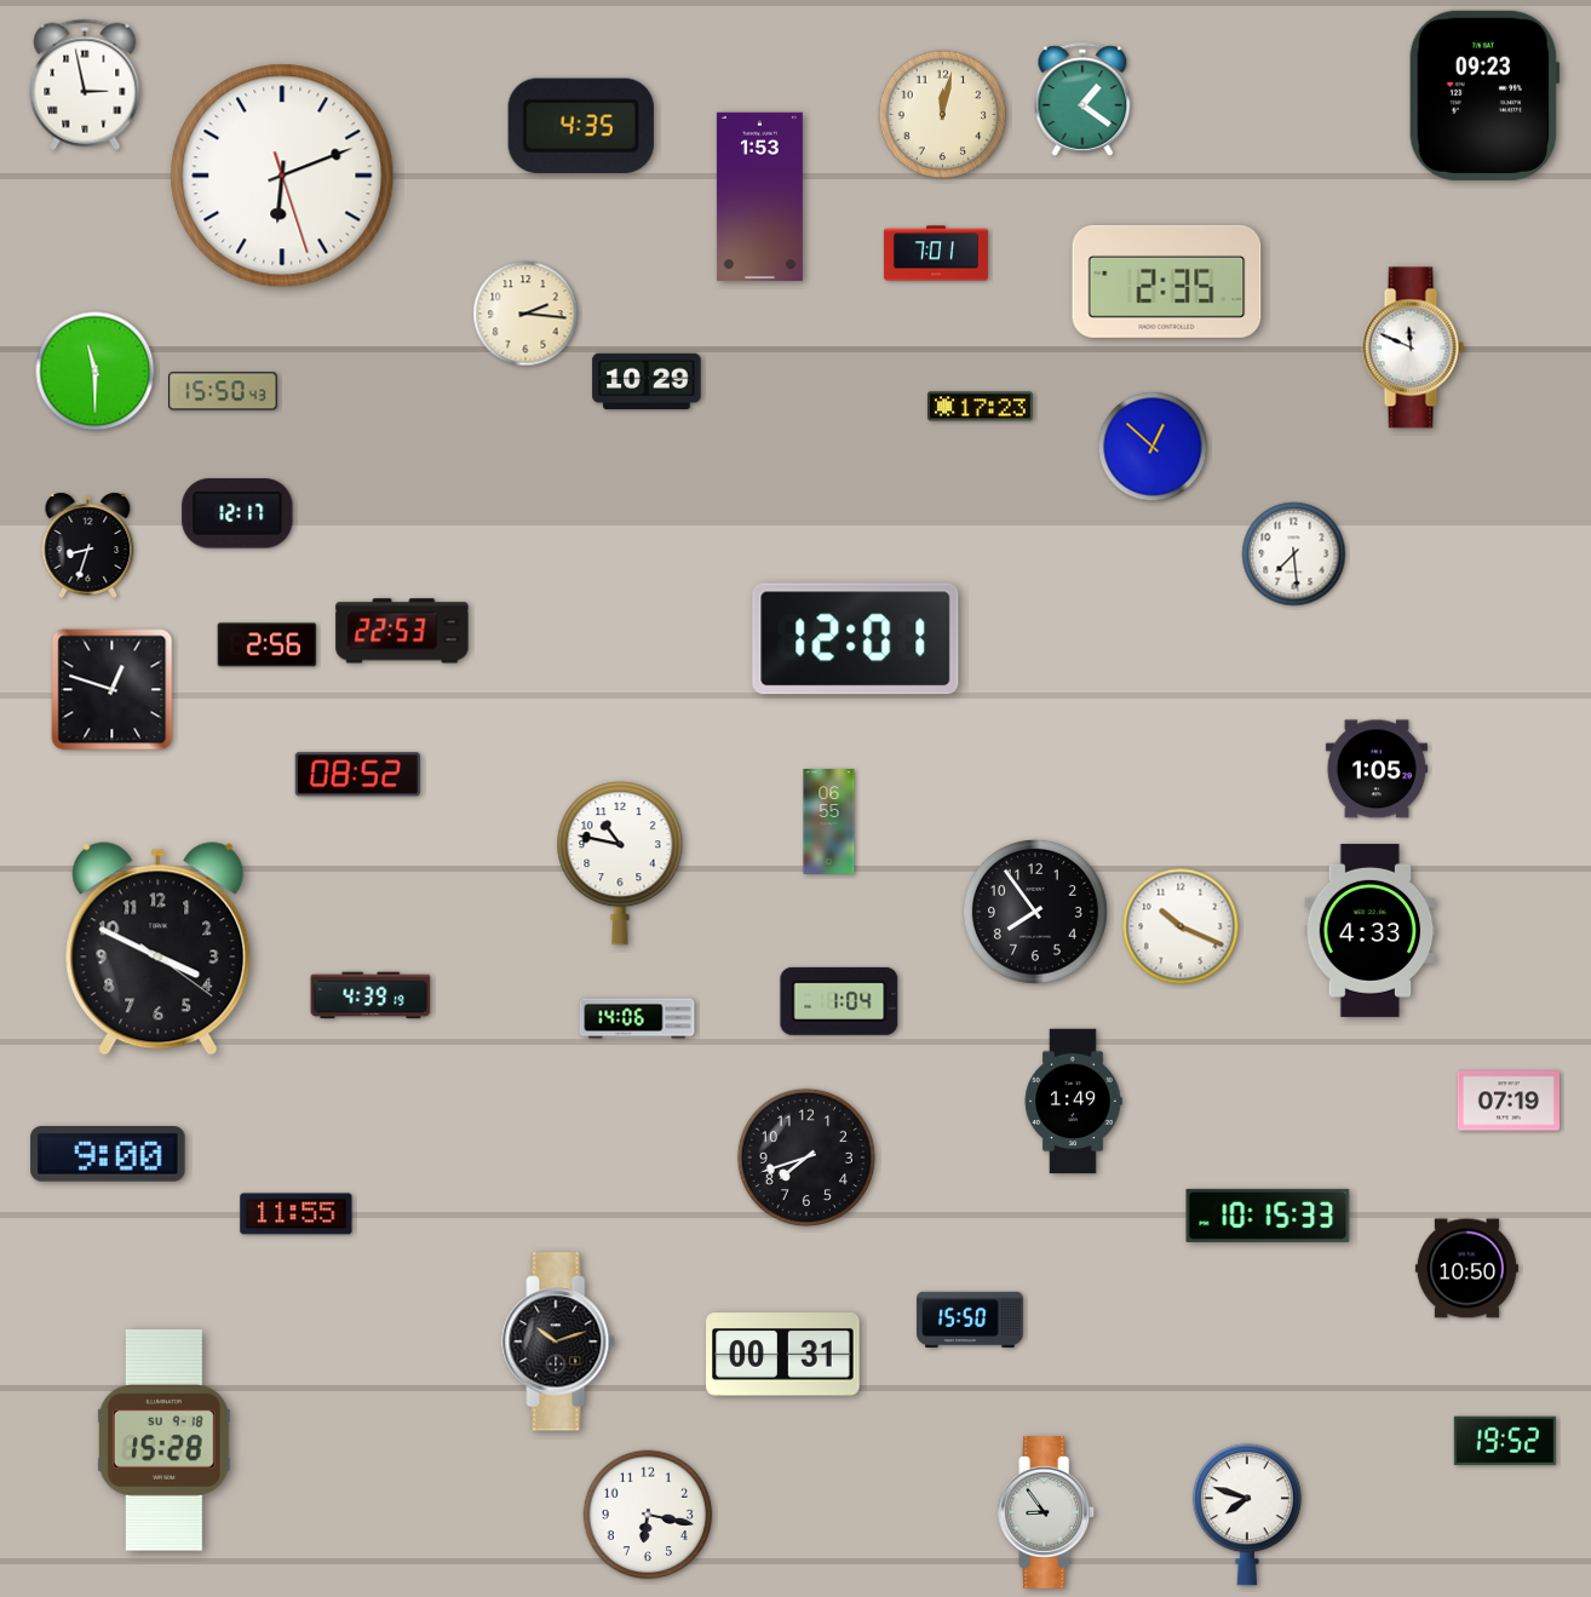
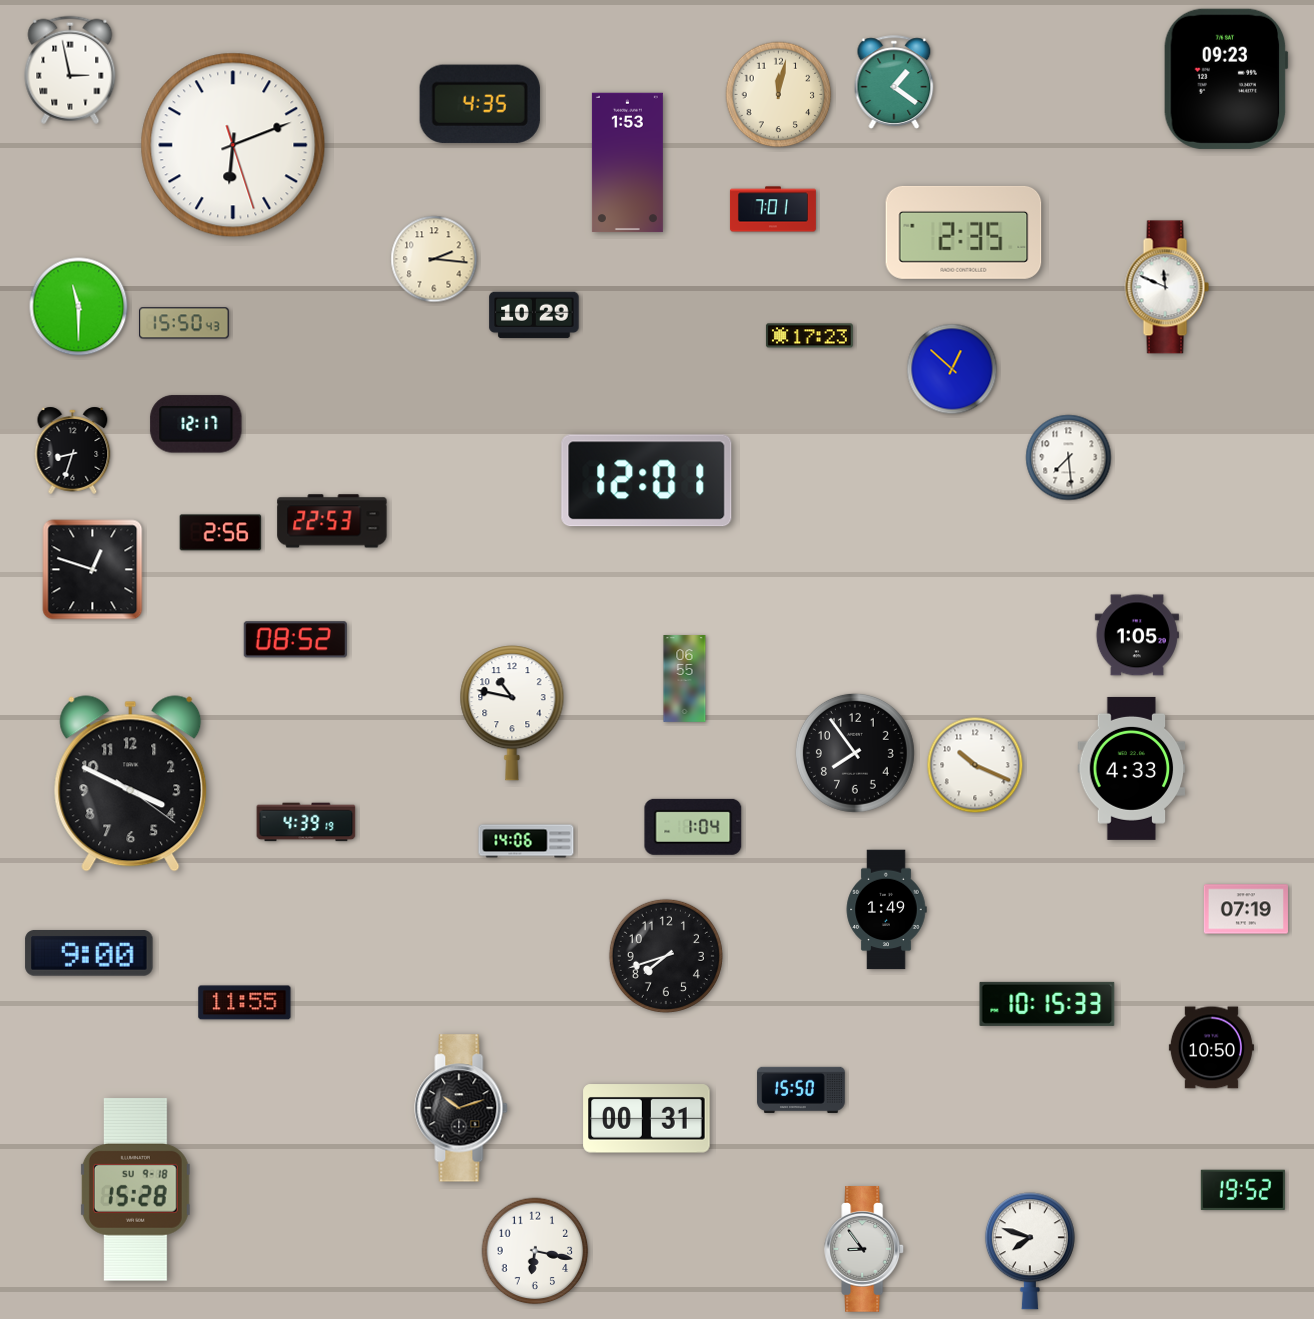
clock at (856, 639) position: (856, 639) -> (647, 481)
